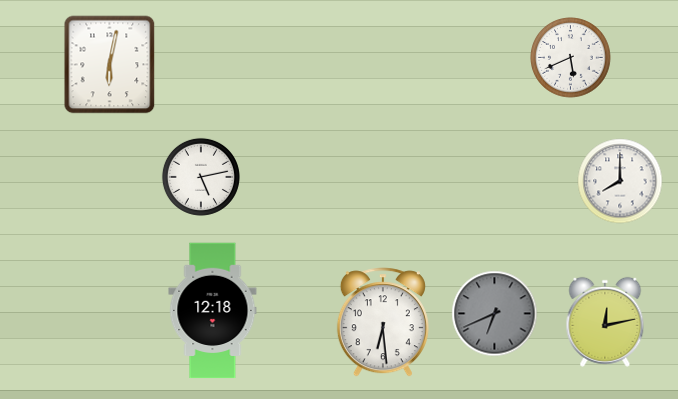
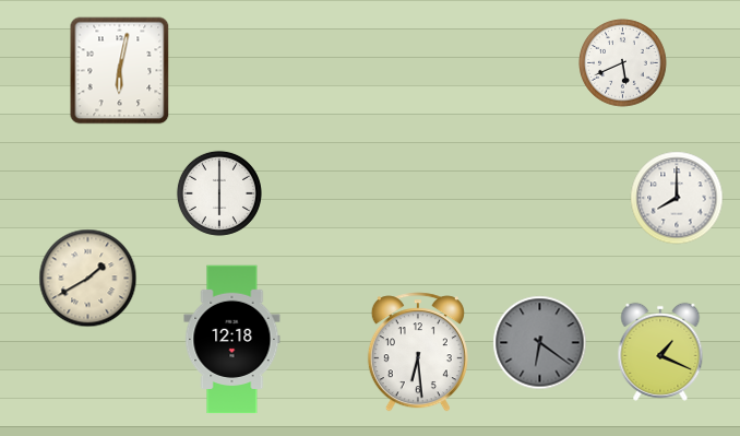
clock at (201, 177): 5:13 -> 6:00
clock at (88, 279): none -> 1:40
clock at (495, 314): 6:41 -> 6:21
clock at (605, 322): 12:13 -> 1:19
